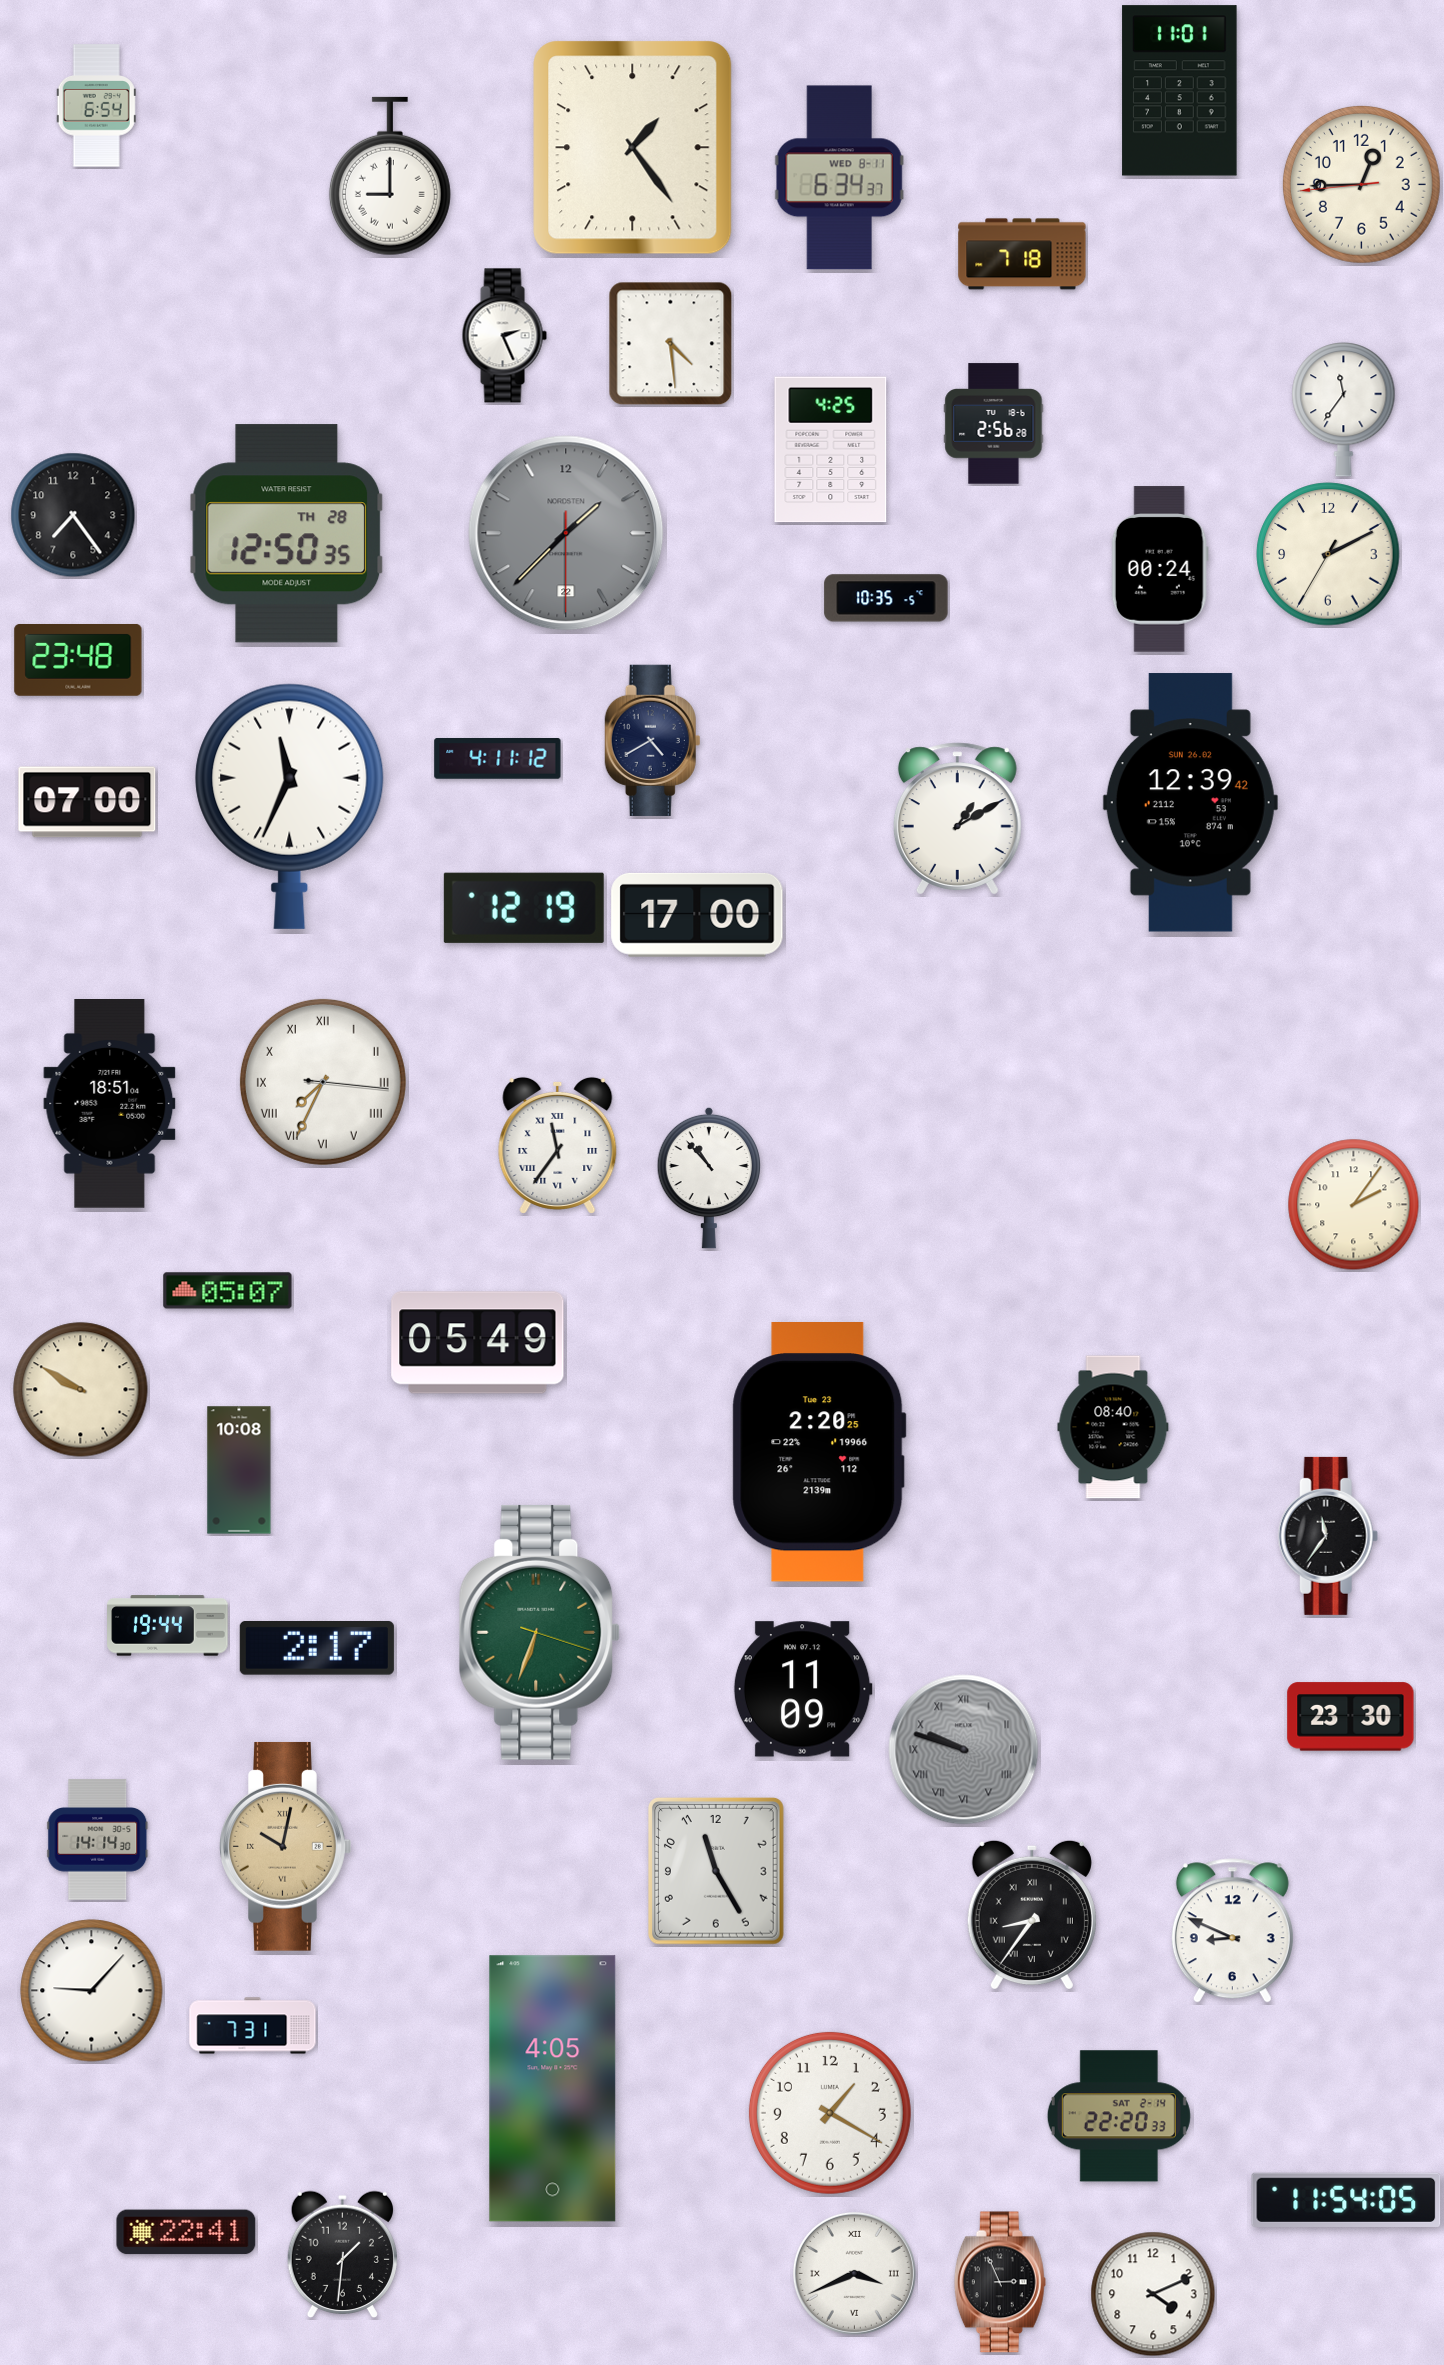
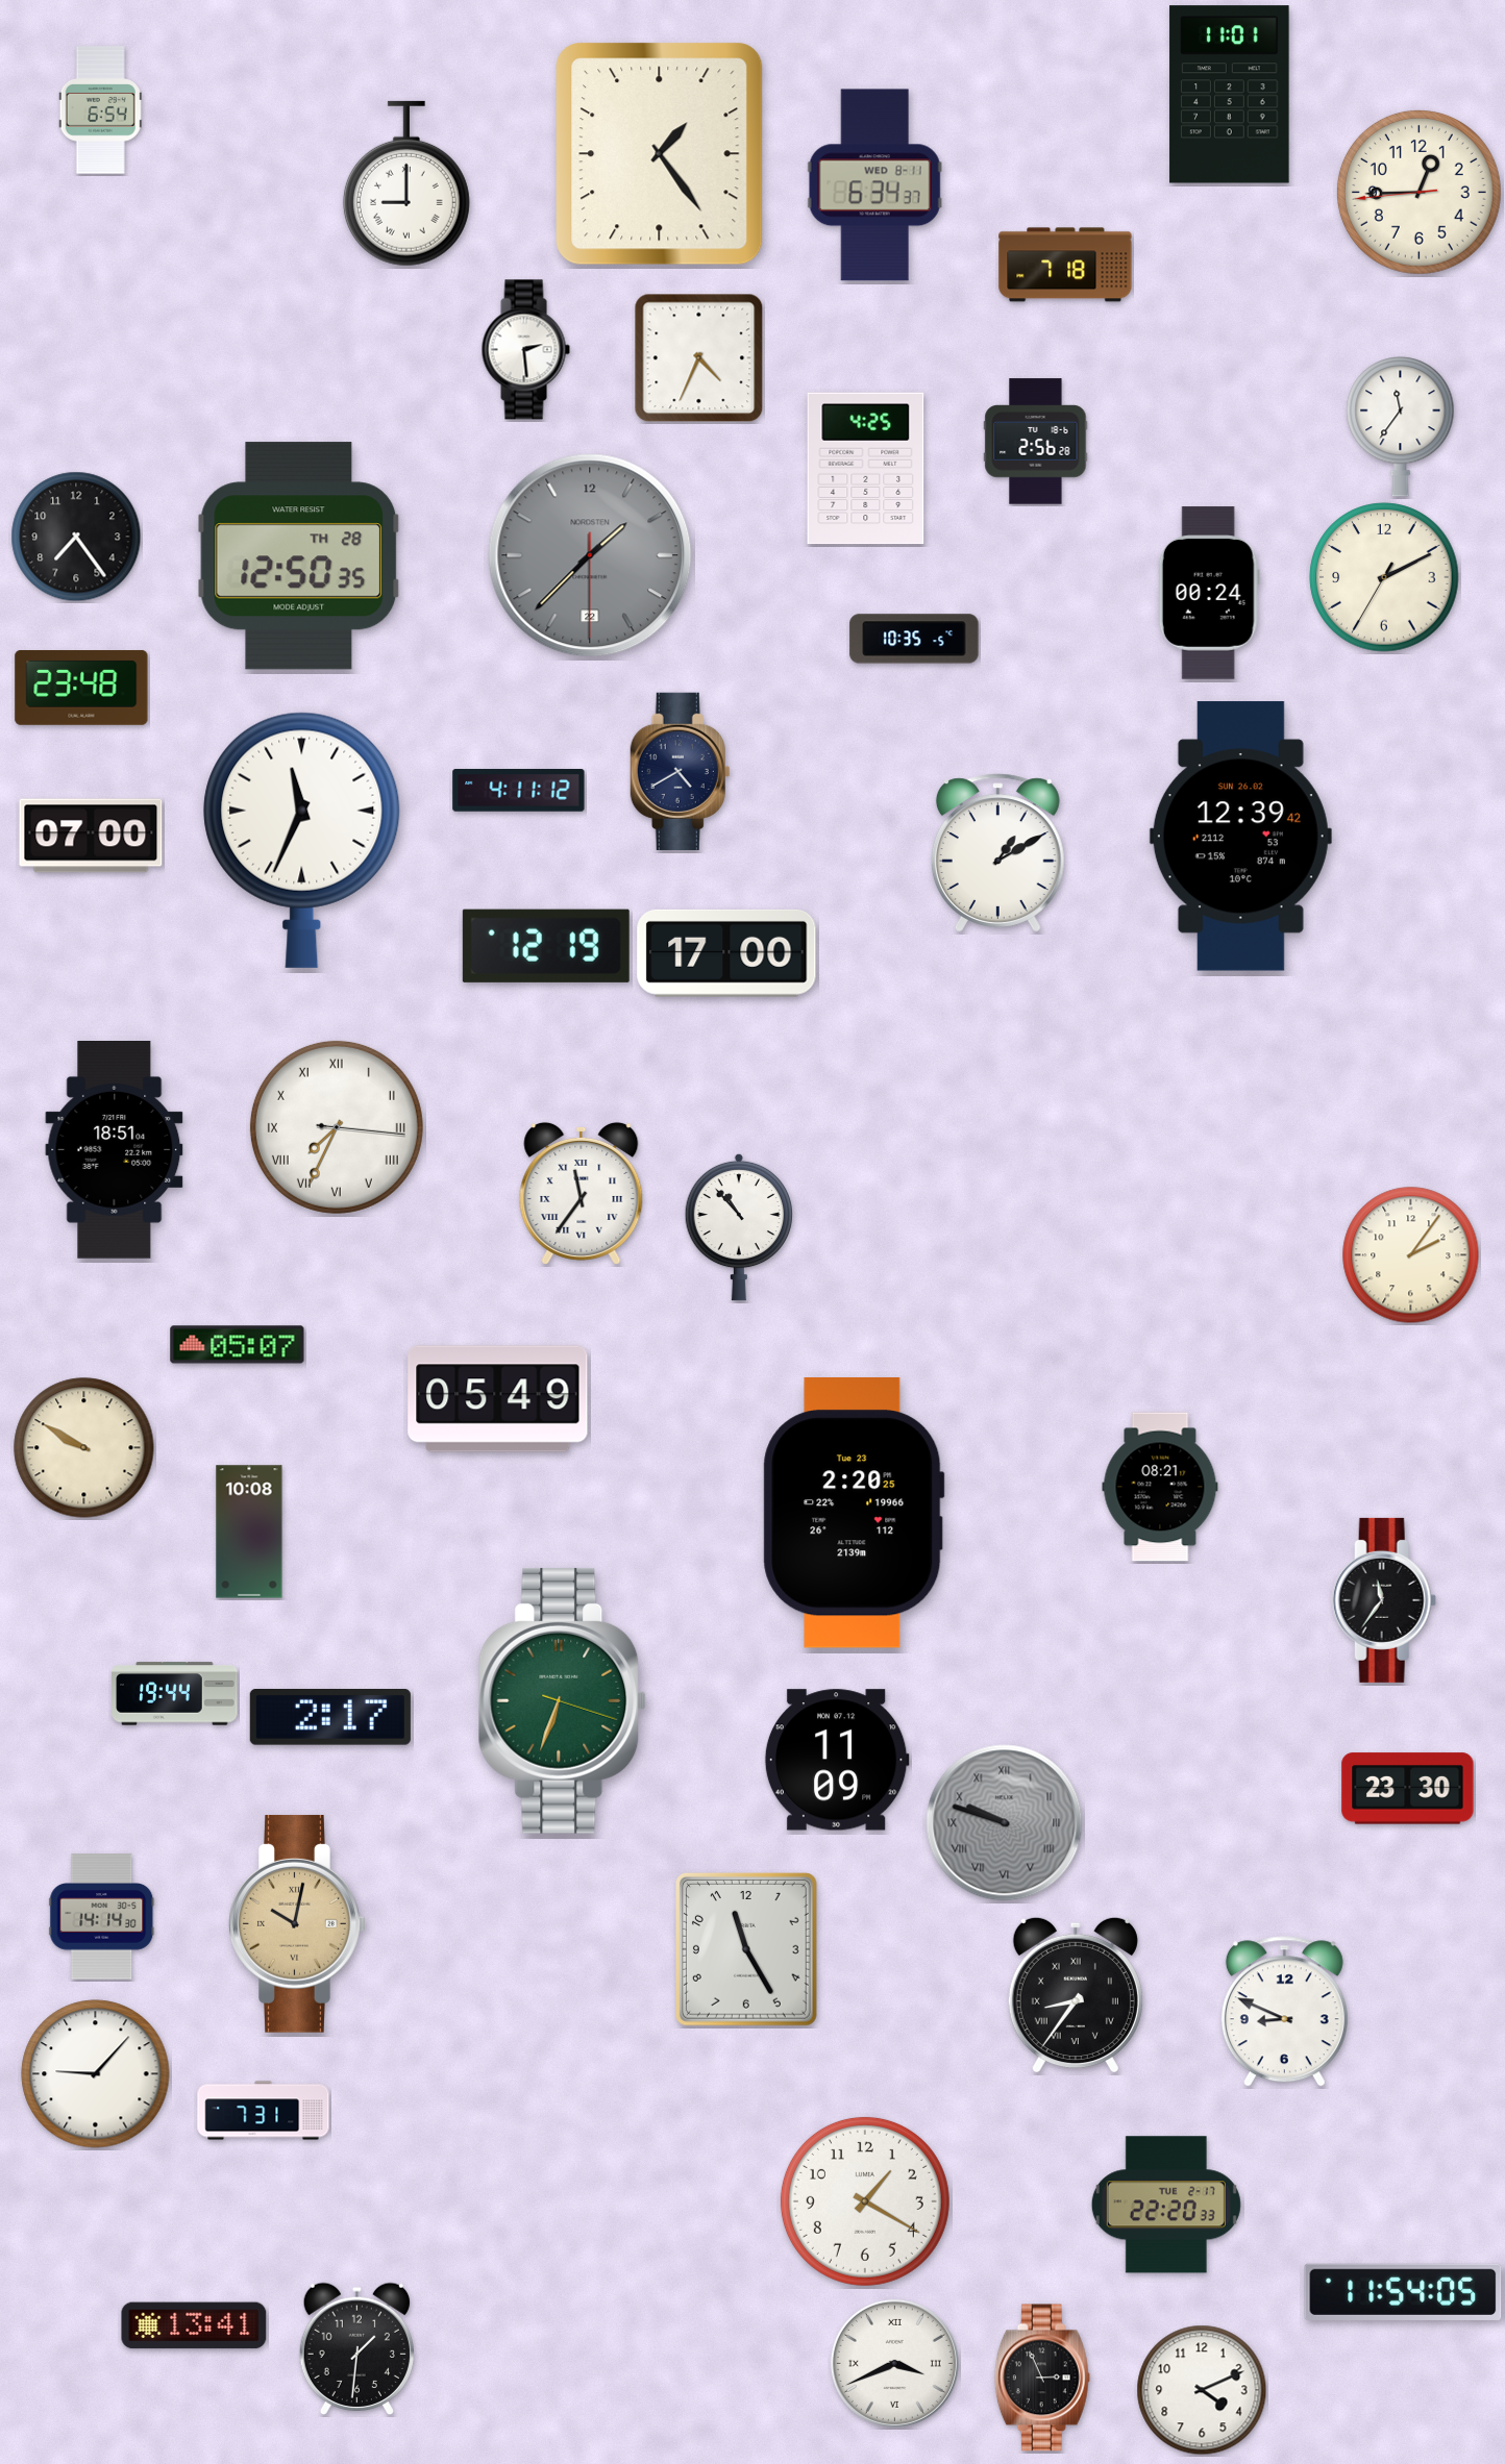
clock at (504, 336): 2:26 -> 2:29
clock at (671, 344): 4:29 -> 4:34
clock at (886, 598) position: (886, 598) -> (914, 639)
clock at (1113, 1427): 08:40 -> 08:21
clock at (553, 2089): 4:05 -> none
clock at (1119, 2116) date: SAT 2-14 -> TUE 2-17
clock at (186, 2232): 22:41 -> 13:41
clock at (854, 2273) position: (854, 2273) -> (894, 2363)
